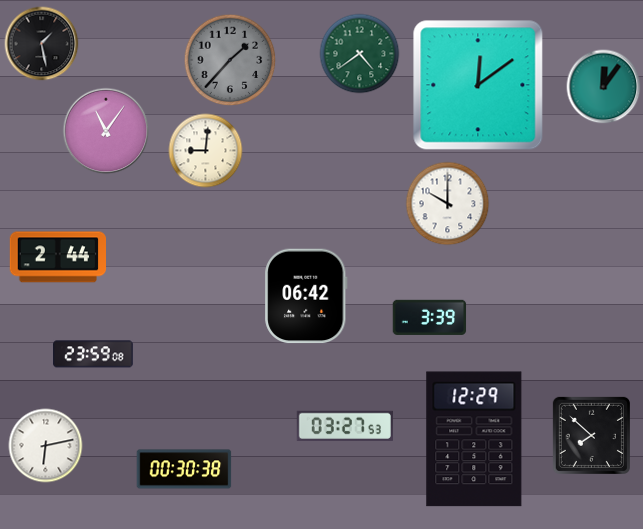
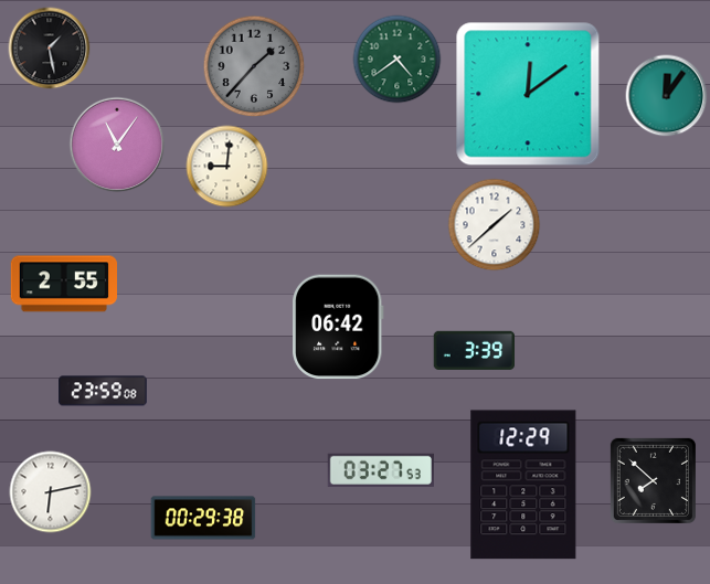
clock at (42, 44) position: (42, 44) -> (50, 49)
clock at (448, 204): 10:00 -> 1:38
clock at (57, 257): 2:44 -> 2:55
clock at (184, 469): 00:30 -> 00:29
